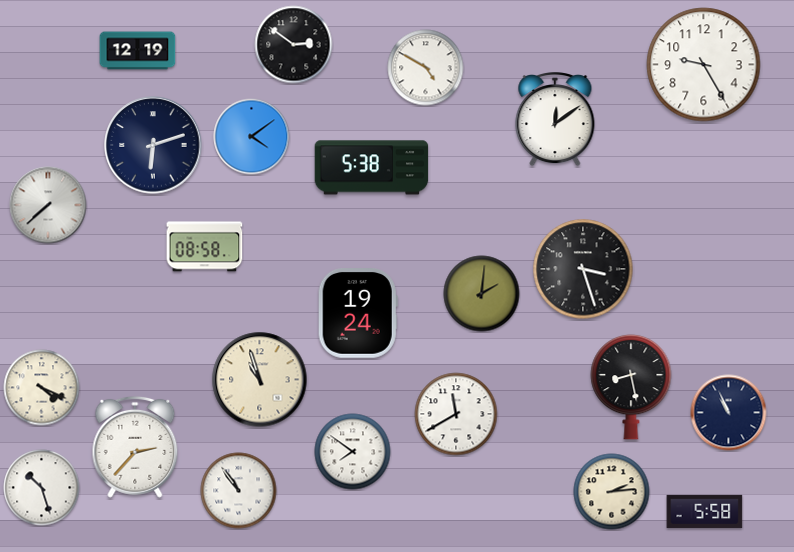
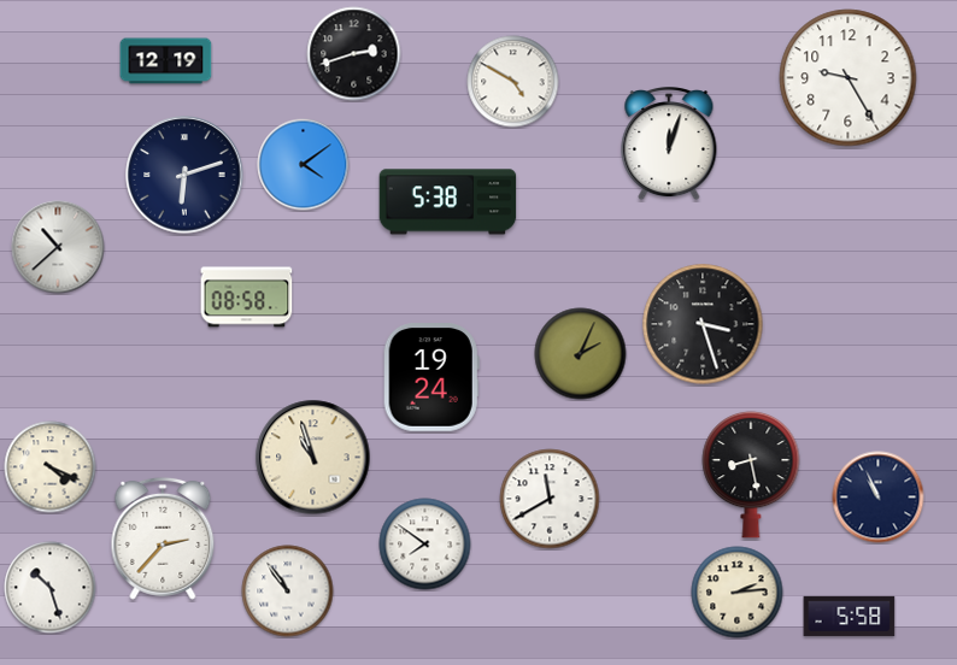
clock at (294, 45): 2:51 -> 2:42
clock at (555, 120): 12:09 -> 12:03
clock at (48, 205): 7:38 -> 10:38
clock at (482, 294): 2:01 -> 2:04
clock at (631, 387) position: (631, 387) -> (751, 475)
